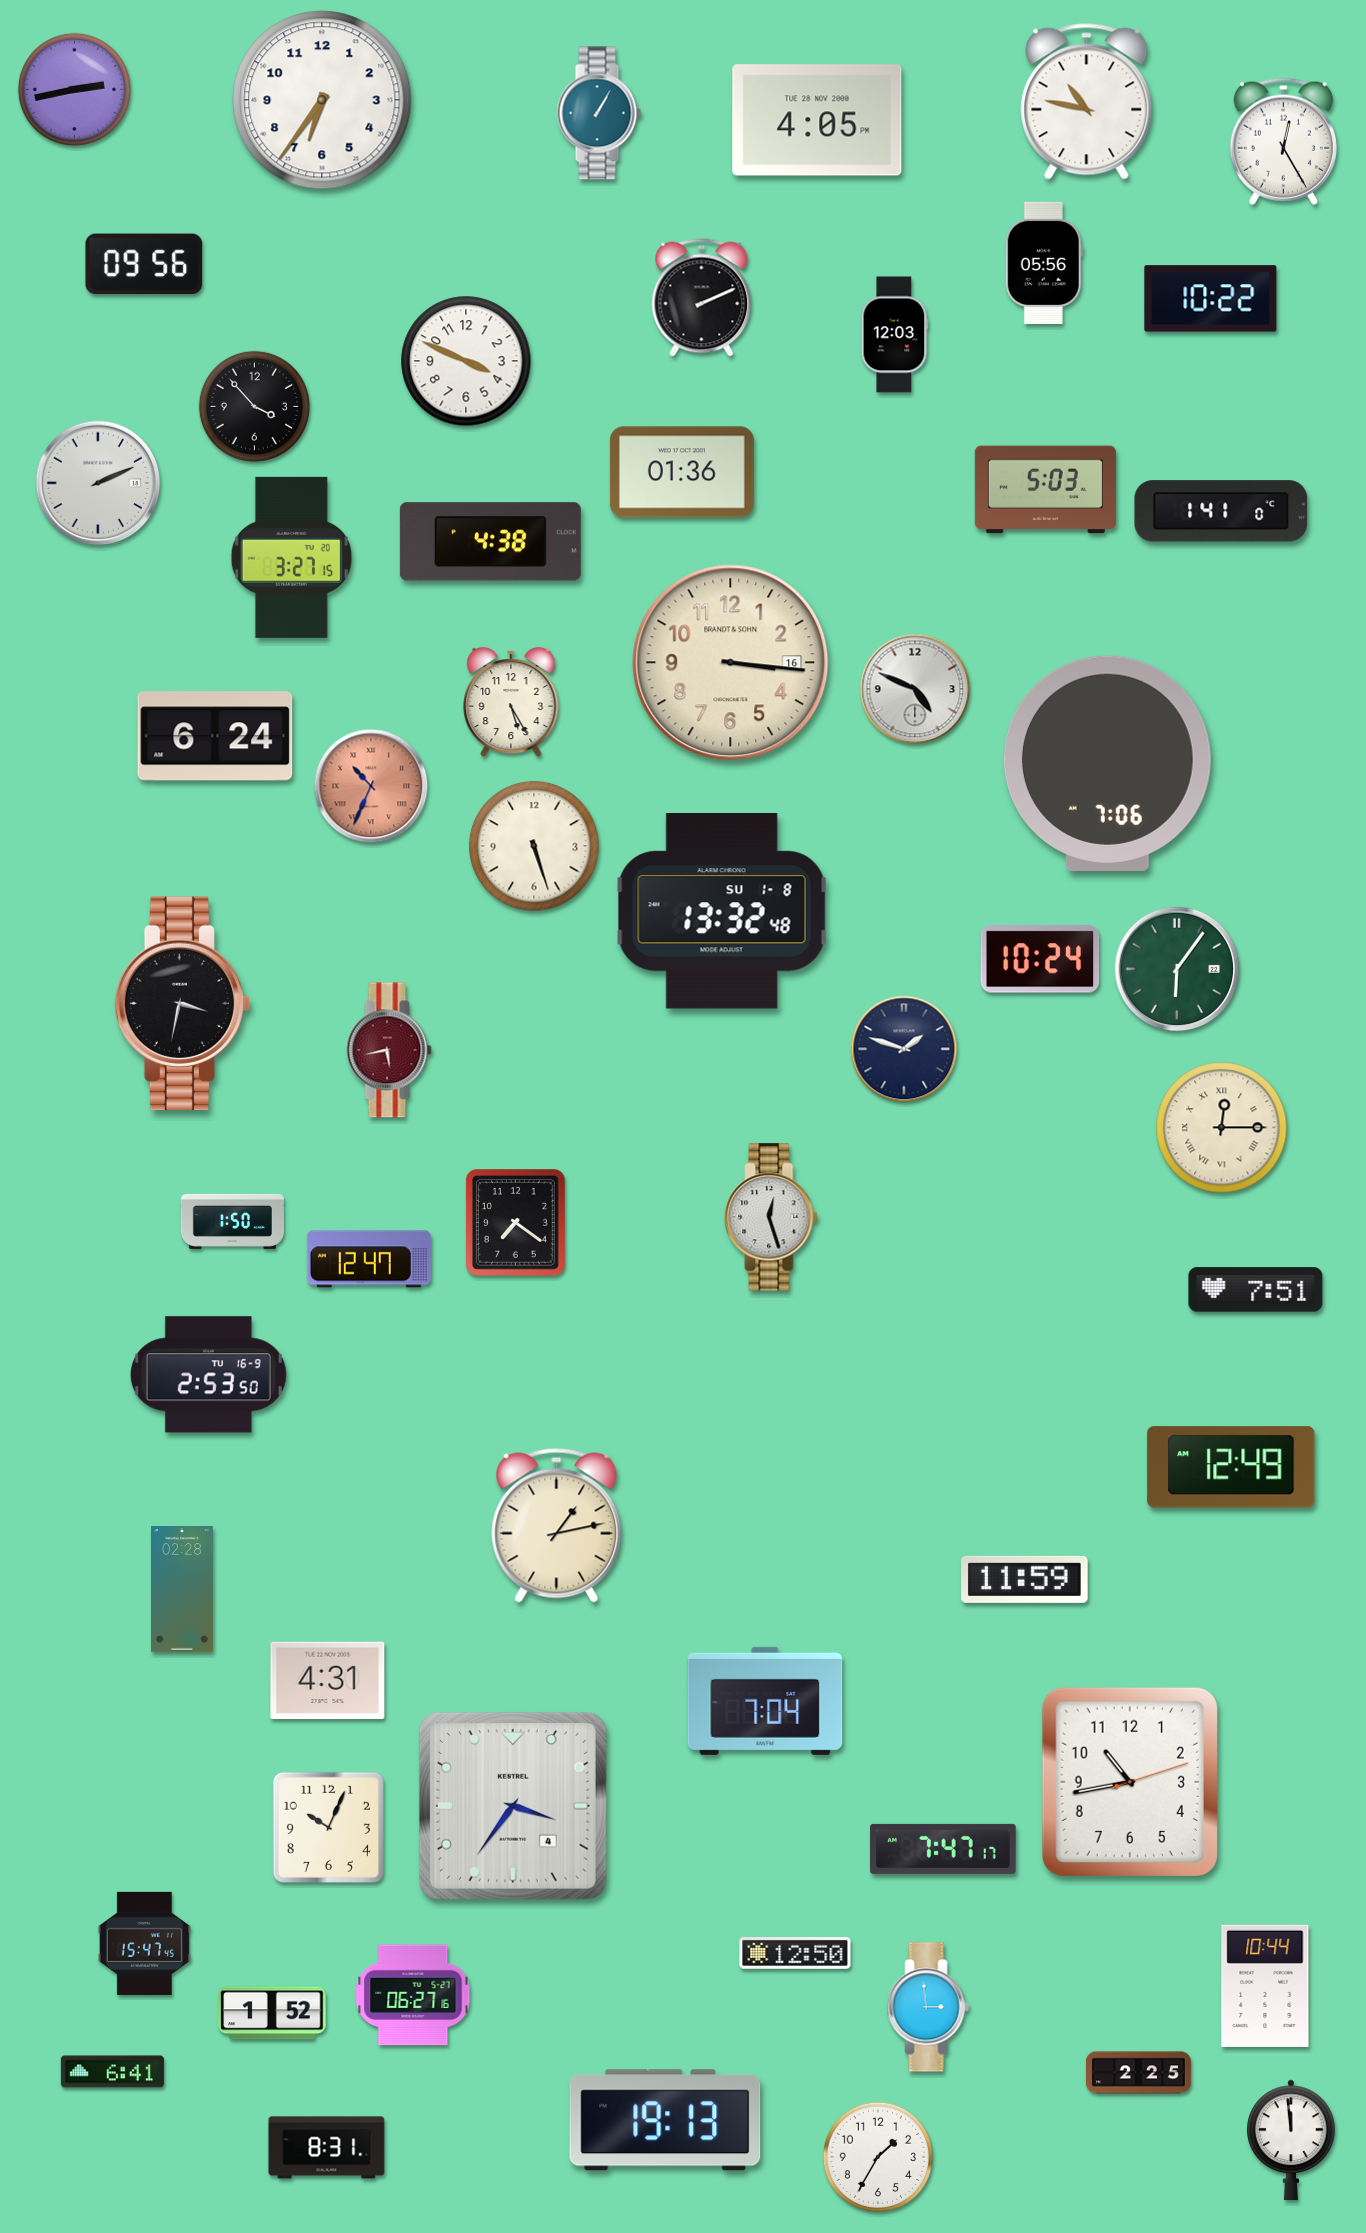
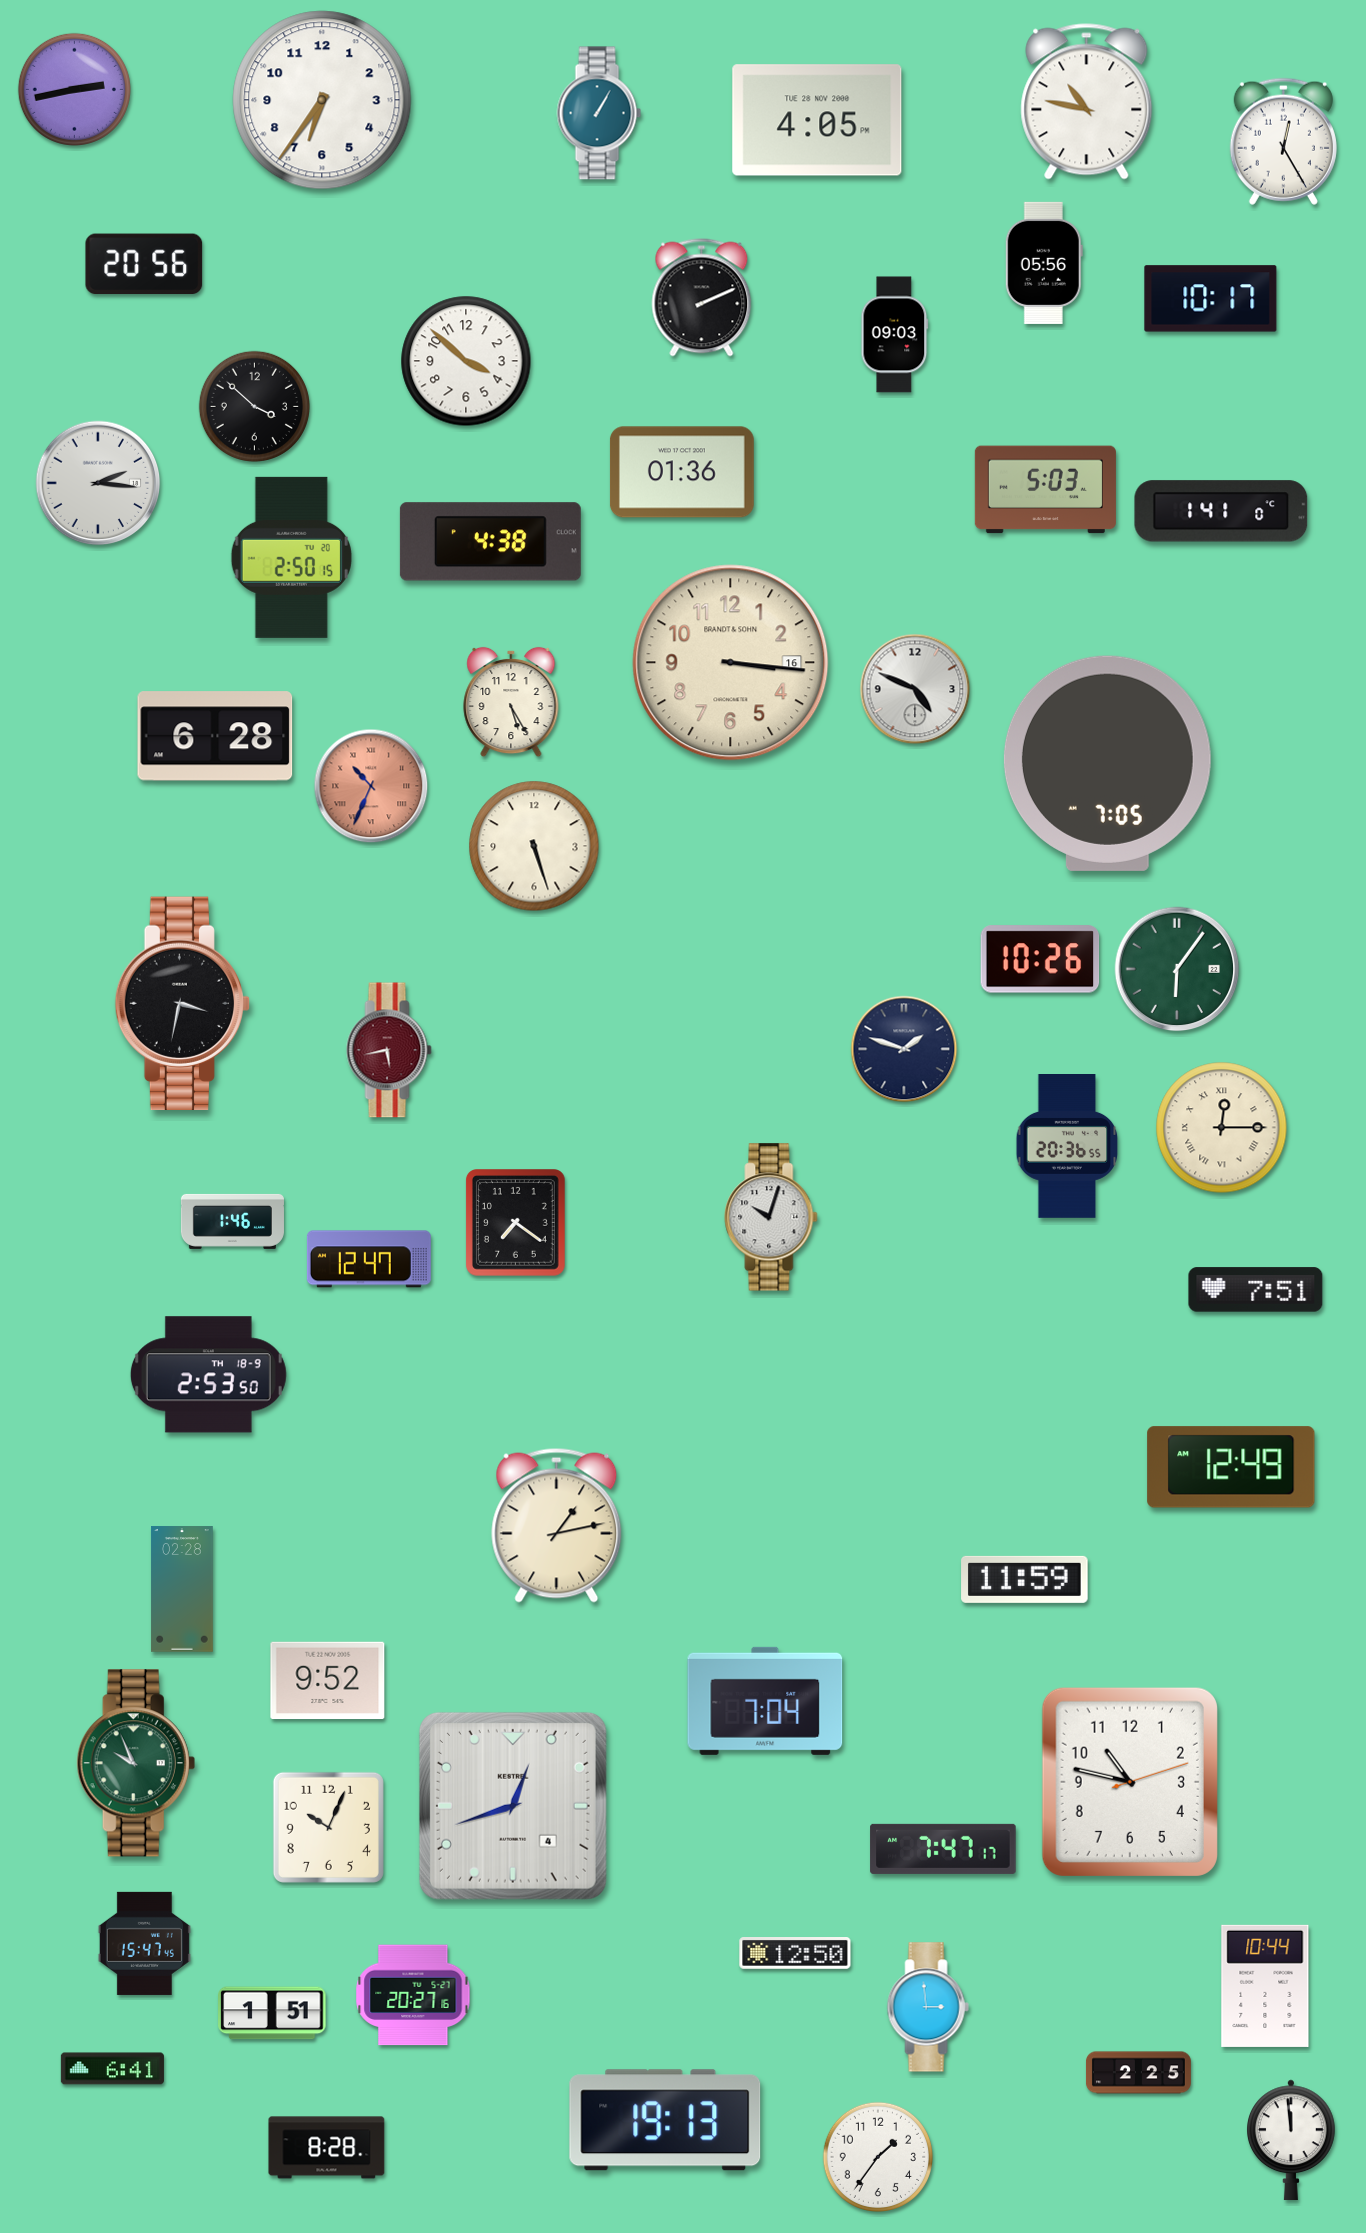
clock at (144, 264): 09:56 -> 20:56
clock at (1211, 299): 10:22 -> 10:17
clock at (895, 335): 12:03 -> 09:03
clock at (466, 361): 3:49 -> 3:52
clock at (254, 406): 3:53 -> 3:52
clock at (98, 483): 2:11 -> 2:16
clock at (291, 557): 3:27 -> 2:50
clock at (215, 736): 6:24 -> 6:28
clock at (1107, 763): 7:06 -> 7:05
clock at (722, 911): 13:32 -> none
clock at (1040, 959): 10:24 -> 10:26
clock at (1067, 1147): none -> 20:36
clock at (771, 1217): 12:27 -> 10:03
clock at (232, 1221): 1:50 -> 1:46
clock at (208, 1375) date: TU 16-9 -> TH 18-9
clock at (328, 1681): 4:31 -> 9:52
clock at (136, 1763): none -> 9:56
clock at (1130, 1782): 10:43 -> 10:47
clock at (513, 1806): 3:36 -> 12:42
clock at (413, 1995): 06:27 -> 20:27
clock at (272, 2013): 1:52 -> 1:51
clock at (112, 2072) position: (112, 2072) -> (112, 2069)
clock at (327, 2148): 8:31 -> 8:28
clock at (877, 2156): 1:35 -> 1:36
